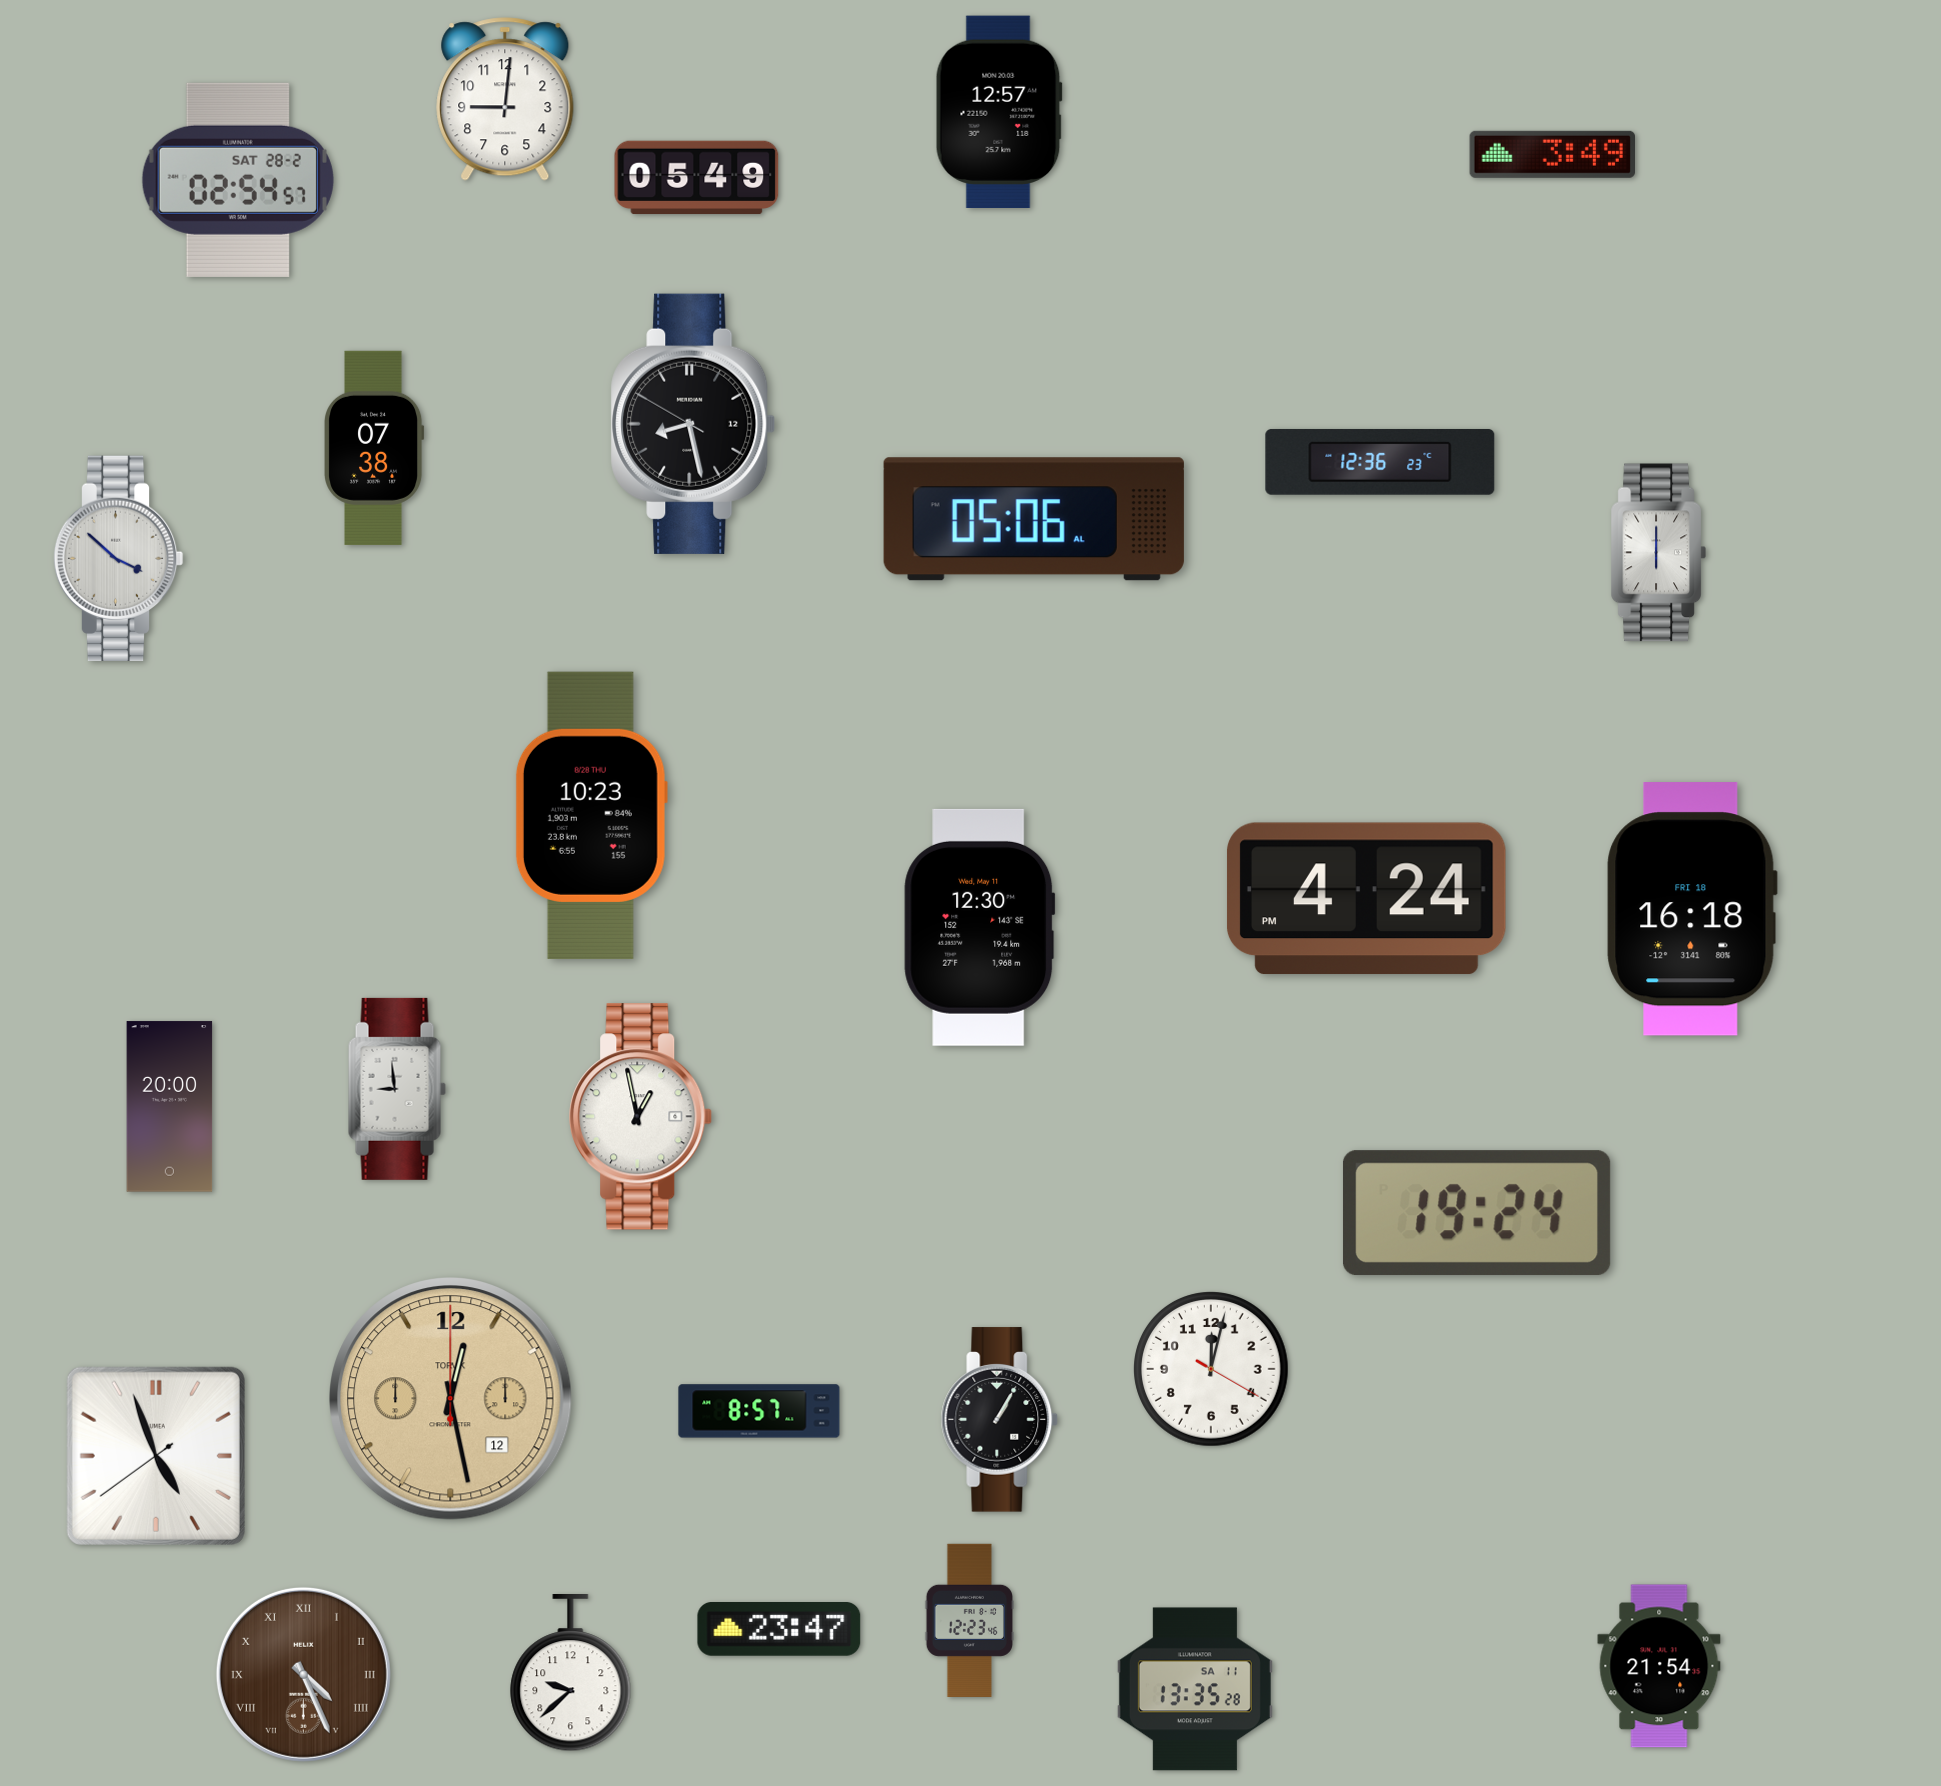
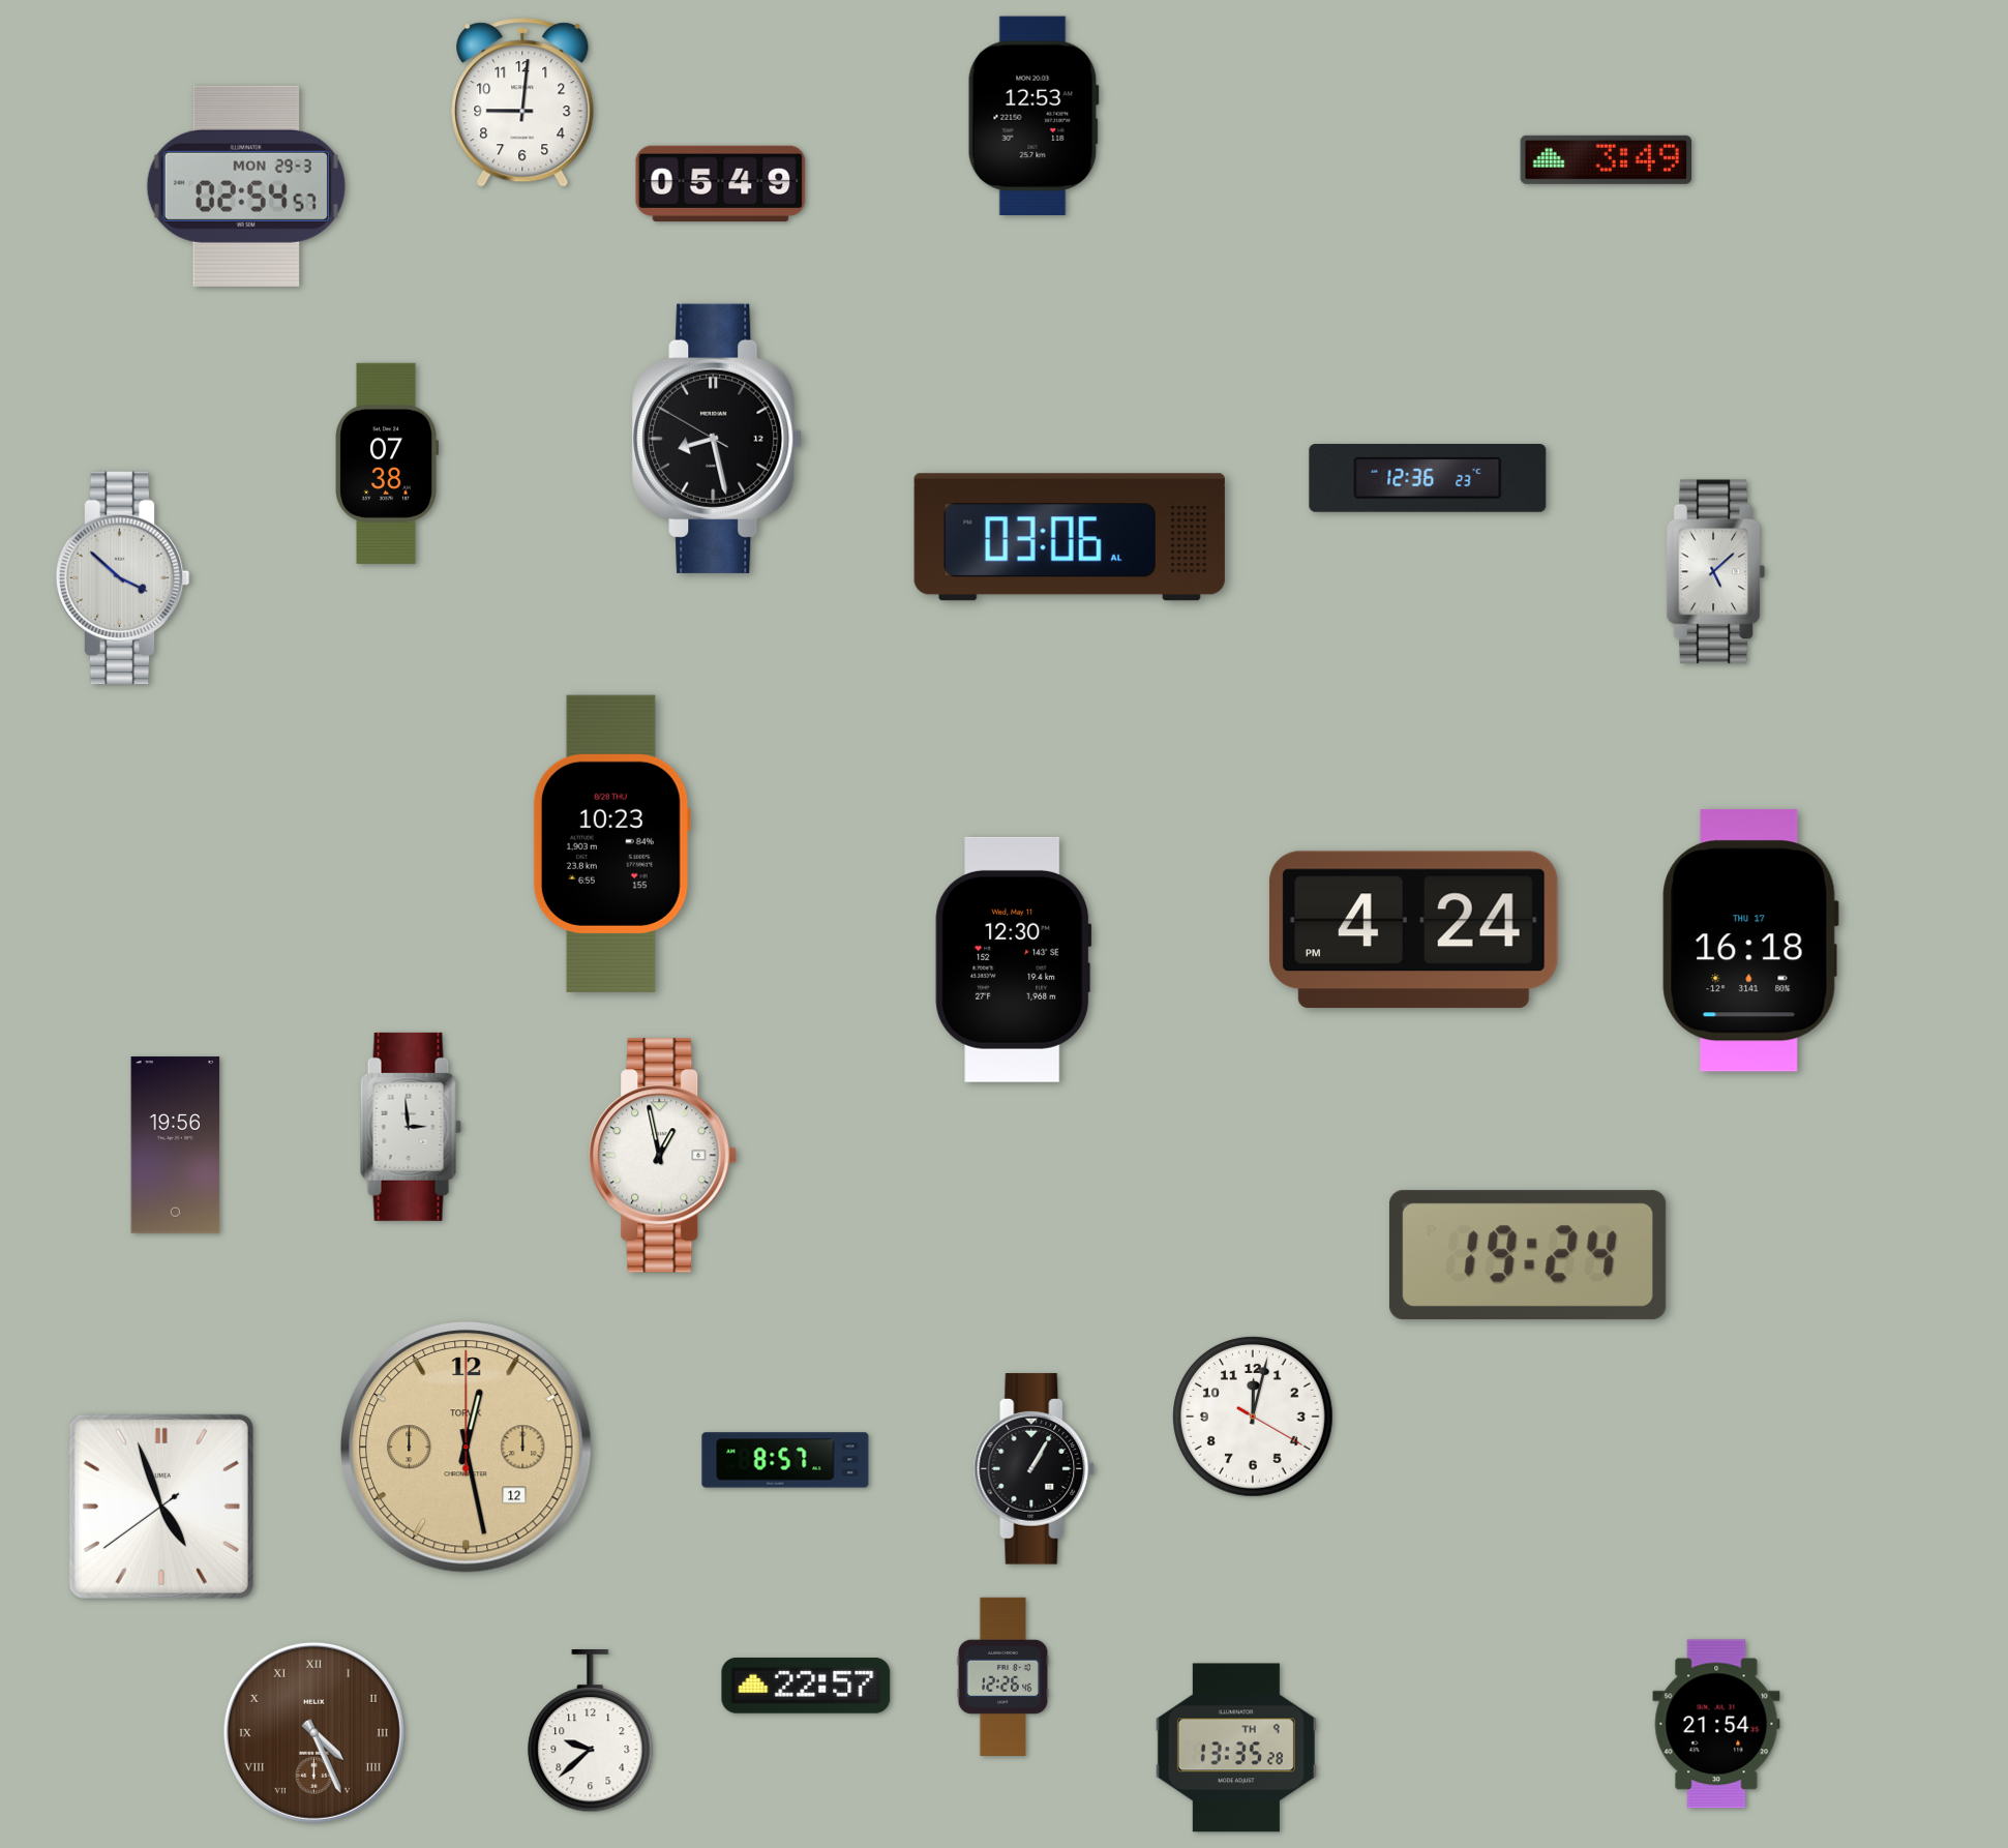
clock at (999, 111): 12:57 -> 12:53
clock at (238, 180) date: SAT 28-2 -> MON 29-3
clock at (1034, 519): 05:06 -> 03:06
clock at (1658, 553): 6:00 -> 5:08
clock at (1692, 909) date: FRI 18 -> THU 17
clock at (397, 1089): 8:59 -> 2:59
clock at (170, 1107): 20:00 -> 19:56
clock at (969, 1620): 12:23 -> 12:26
clock at (779, 1630): 23:47 -> 22:57
clock at (1195, 1689) date: SA 11 -> TH 9
